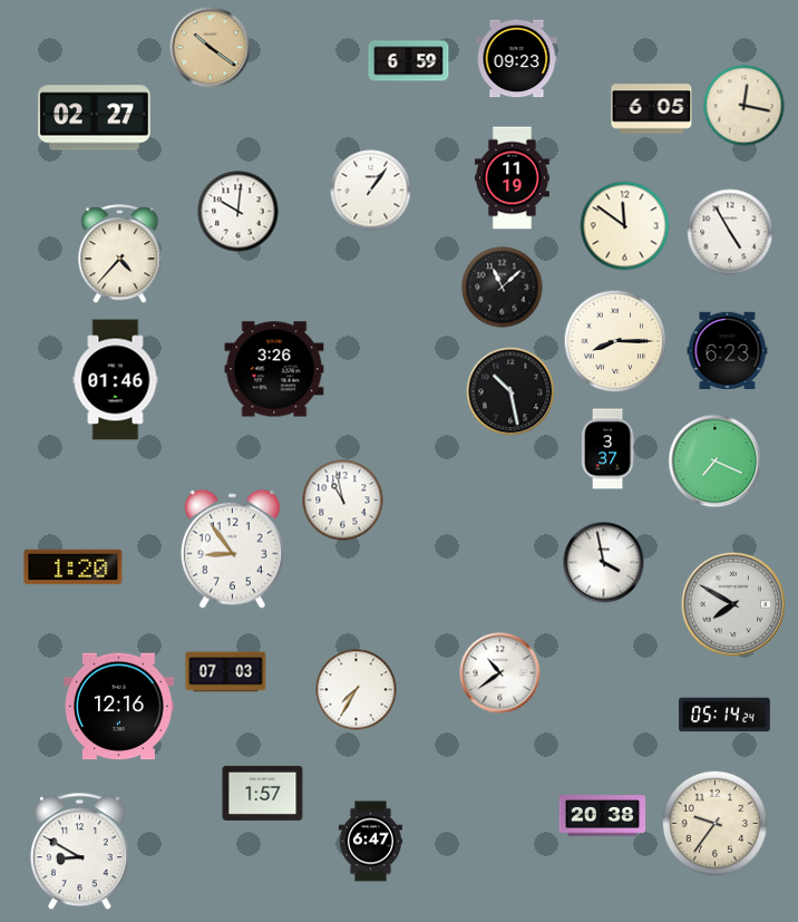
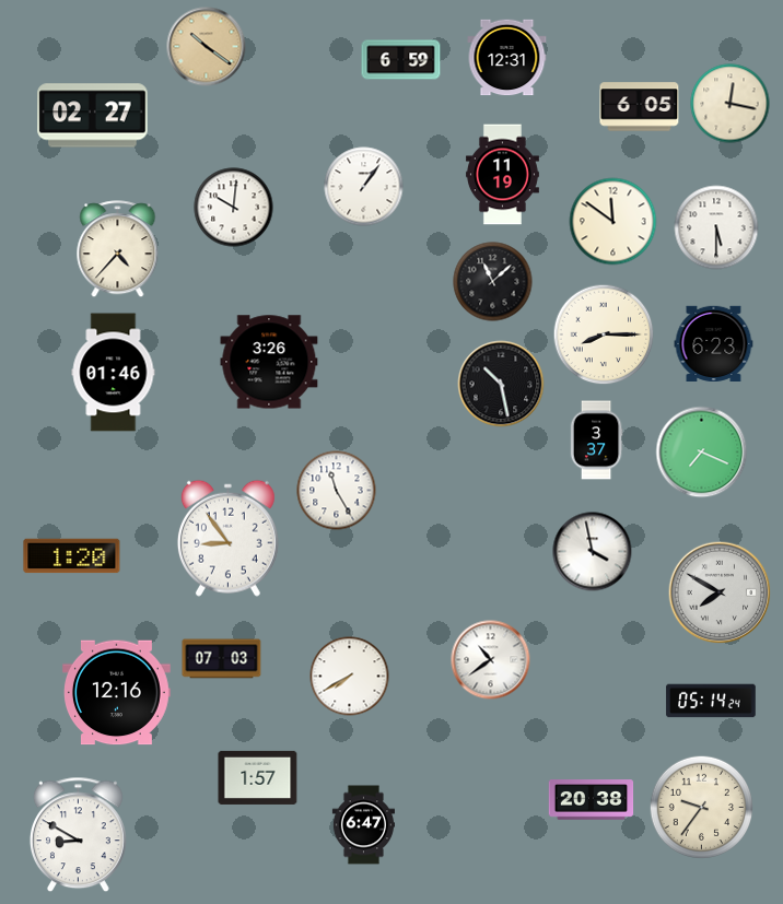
clock at (517, 59): 09:23 -> 12:31
clock at (730, 232): 4:55 -> 5:30
clock at (343, 501): 10:58 -> 11:25
clock at (357, 690): 7:35 -> 7:40
